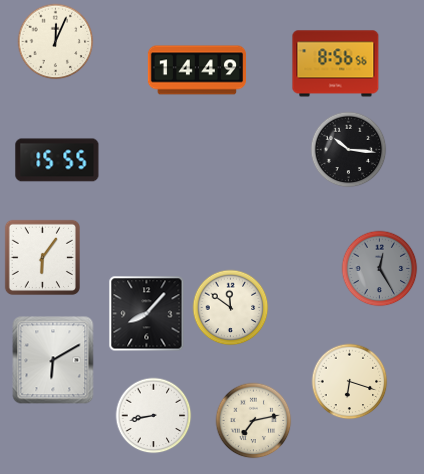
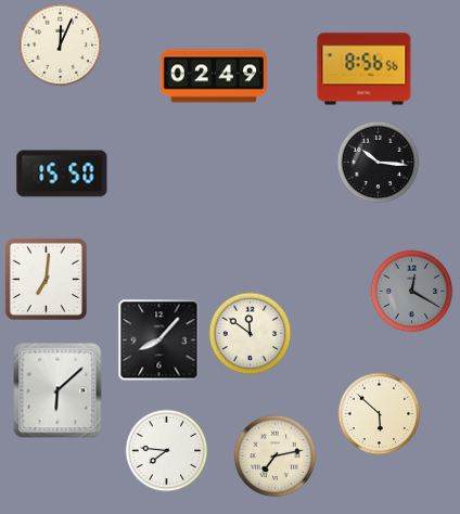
clock at (196, 70): 14:49 -> 02:49
clock at (57, 160): 15:55 -> 15:50
clock at (42, 257): 6:06 -> 7:01
clock at (380, 269): 12:25 -> 12:20
clock at (53, 360): 6:10 -> 6:08
clock at (350, 382): 6:18 -> 5:52
clock at (154, 416): 8:43 -> 7:46
